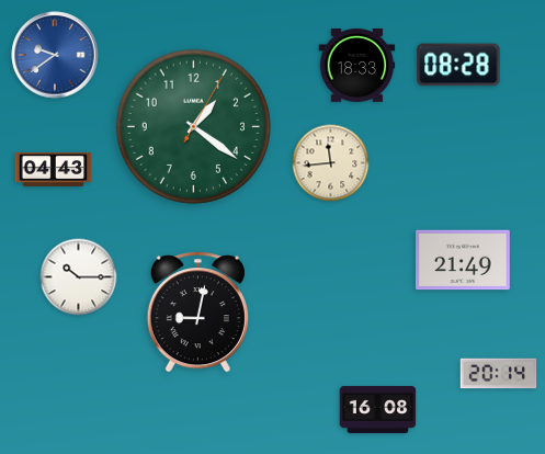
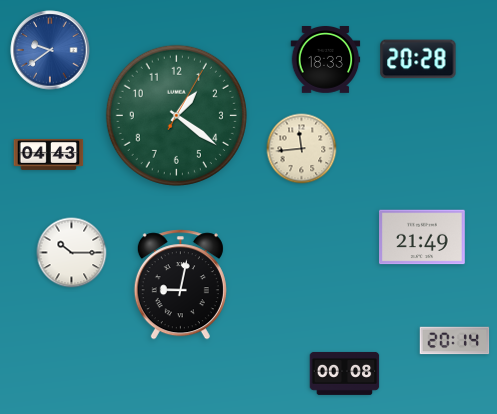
clock at (458, 65): 08:28 -> 20:28
clock at (378, 409): 16:08 -> 00:08
